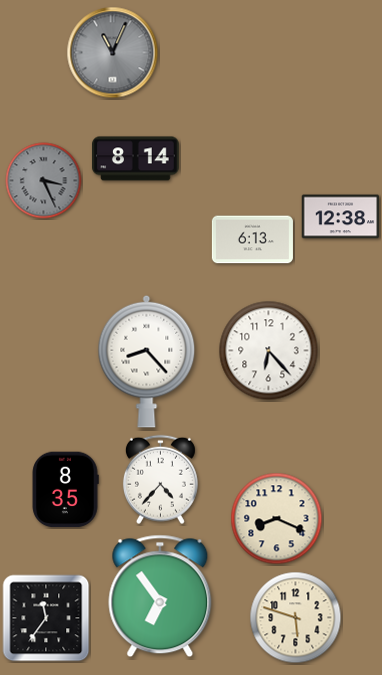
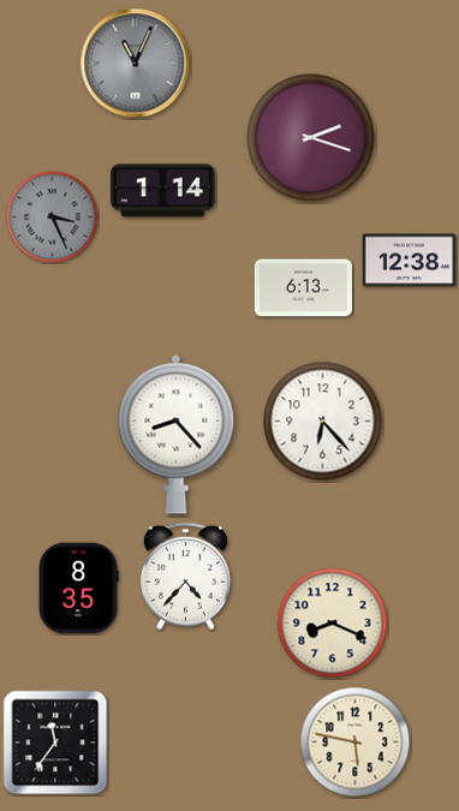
clock at (311, 138): none -> 2:18
clock at (136, 159): 8:14 -> 1:14
clock at (160, 480) position: (160, 480) -> (185, 577)
clock at (160, 596): 6:54 -> none
clock at (296, 618): 5:48 -> 5:47
